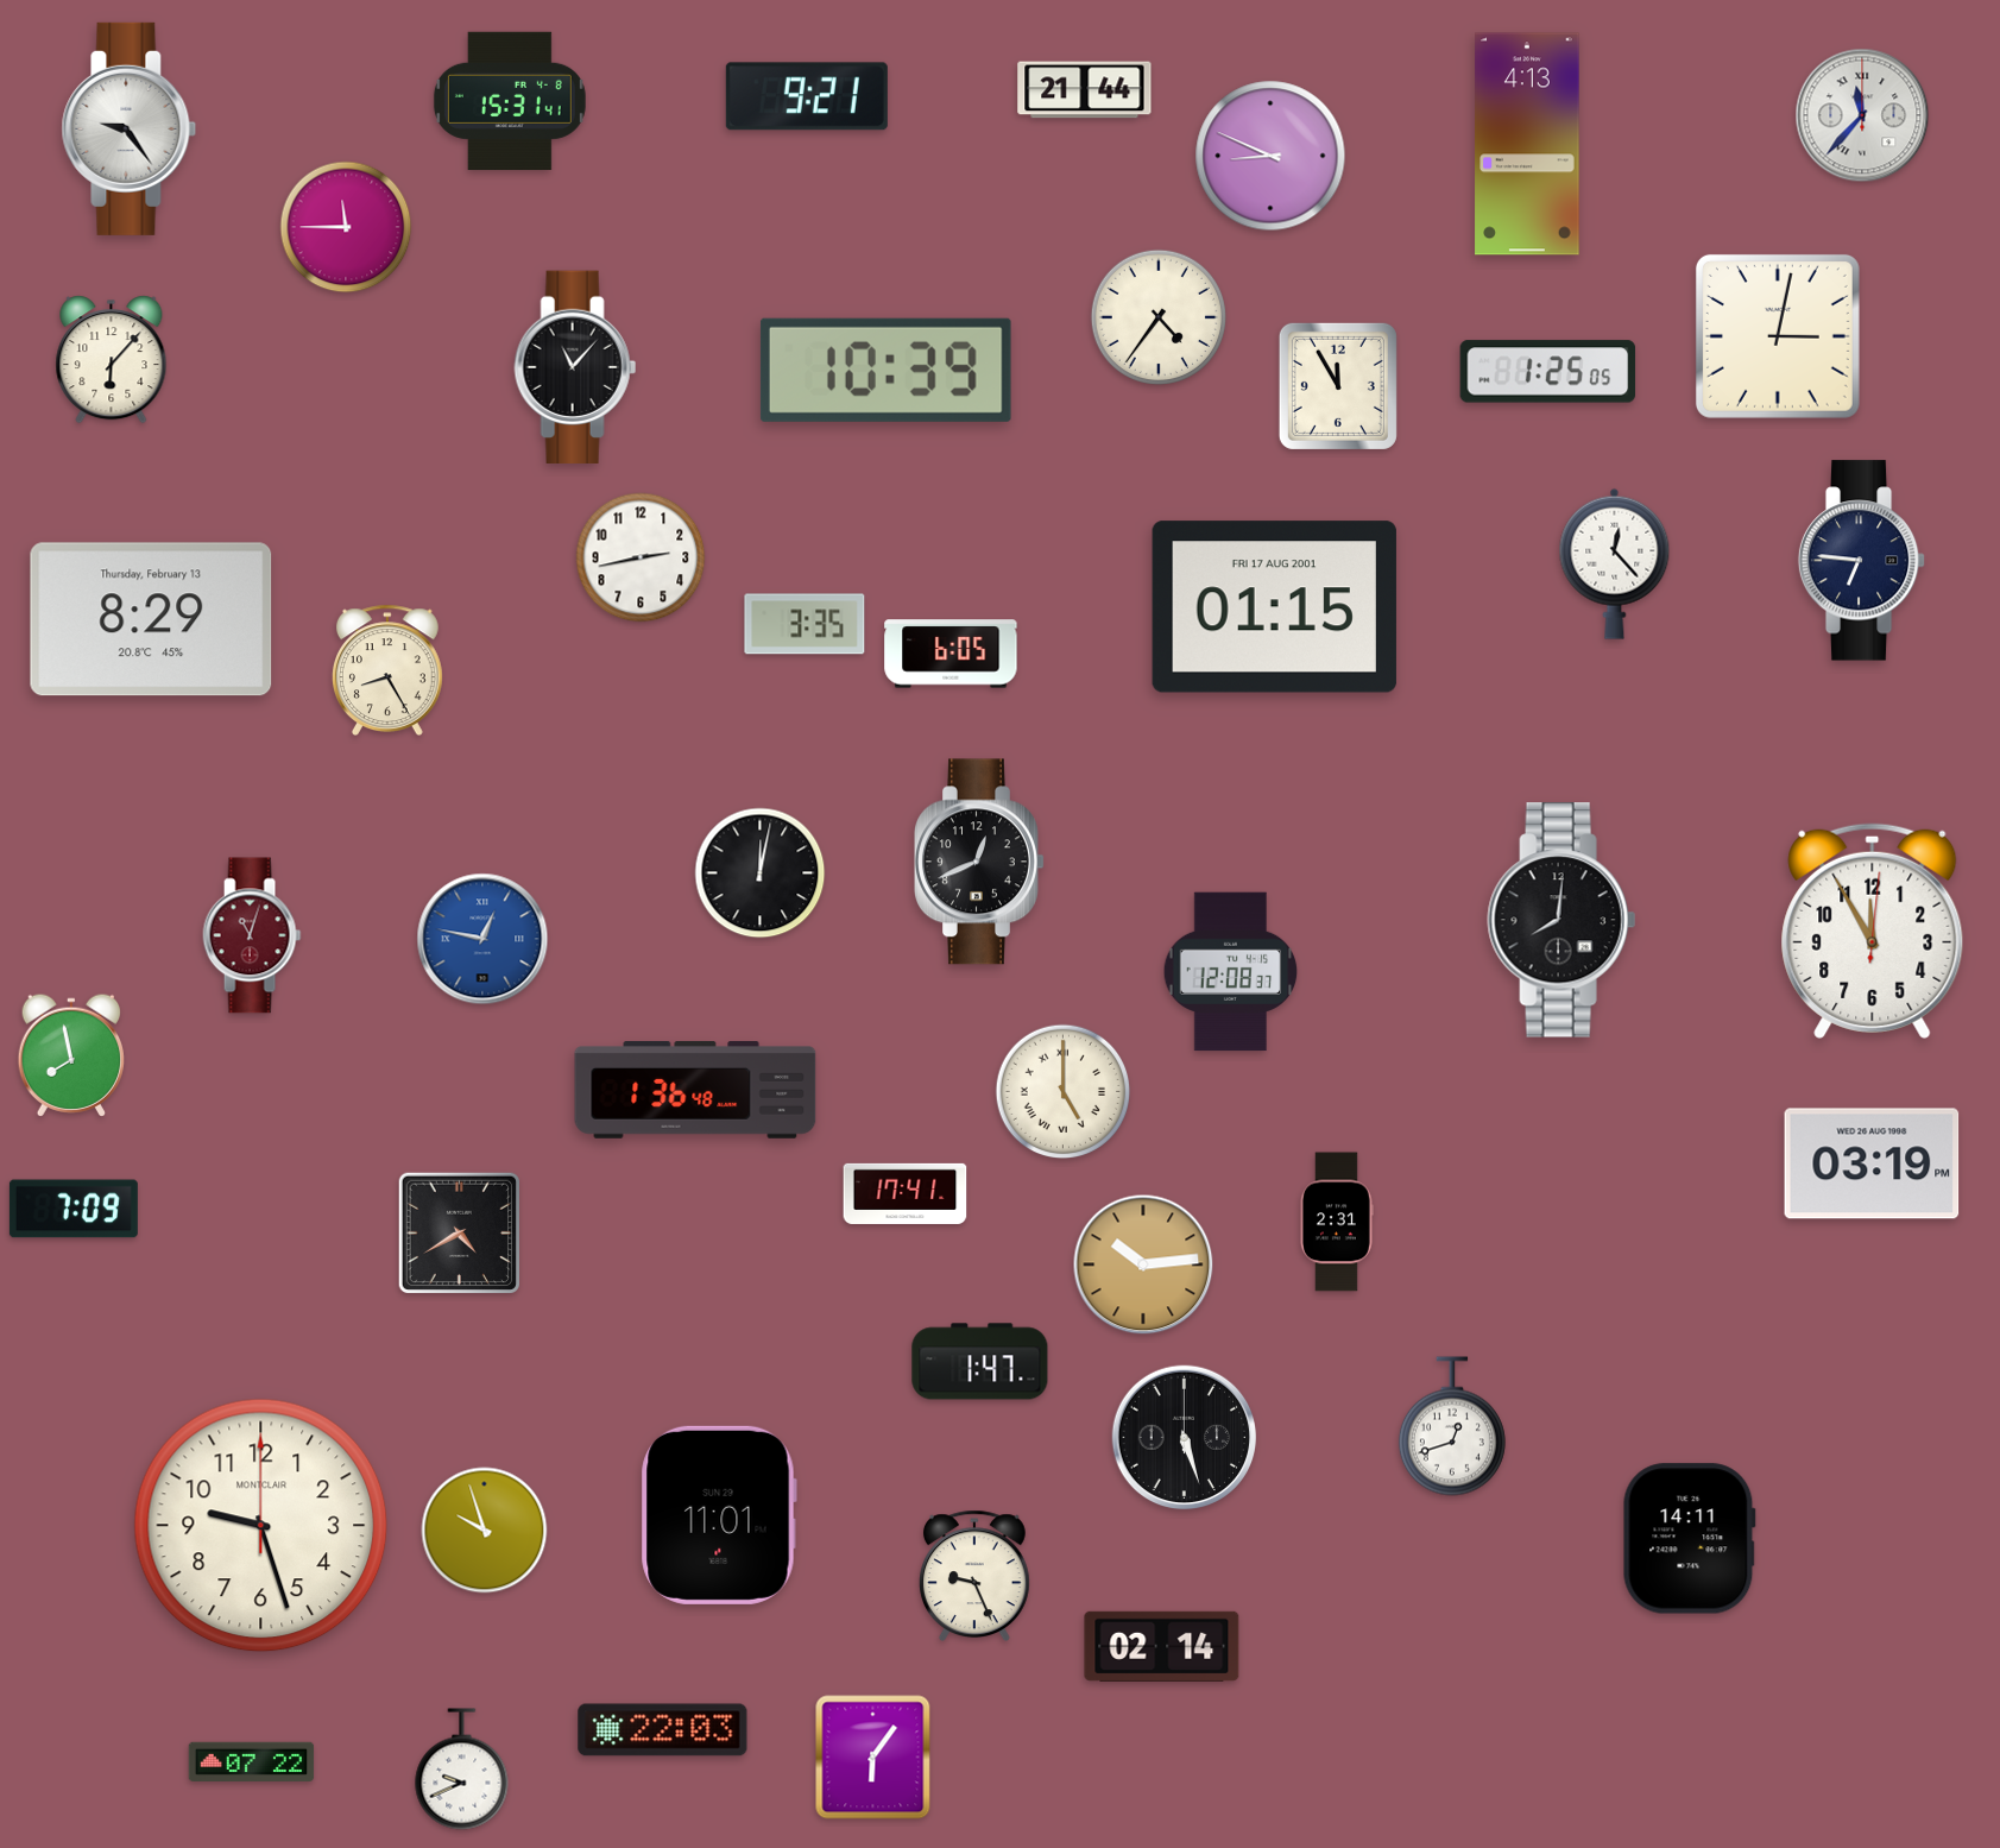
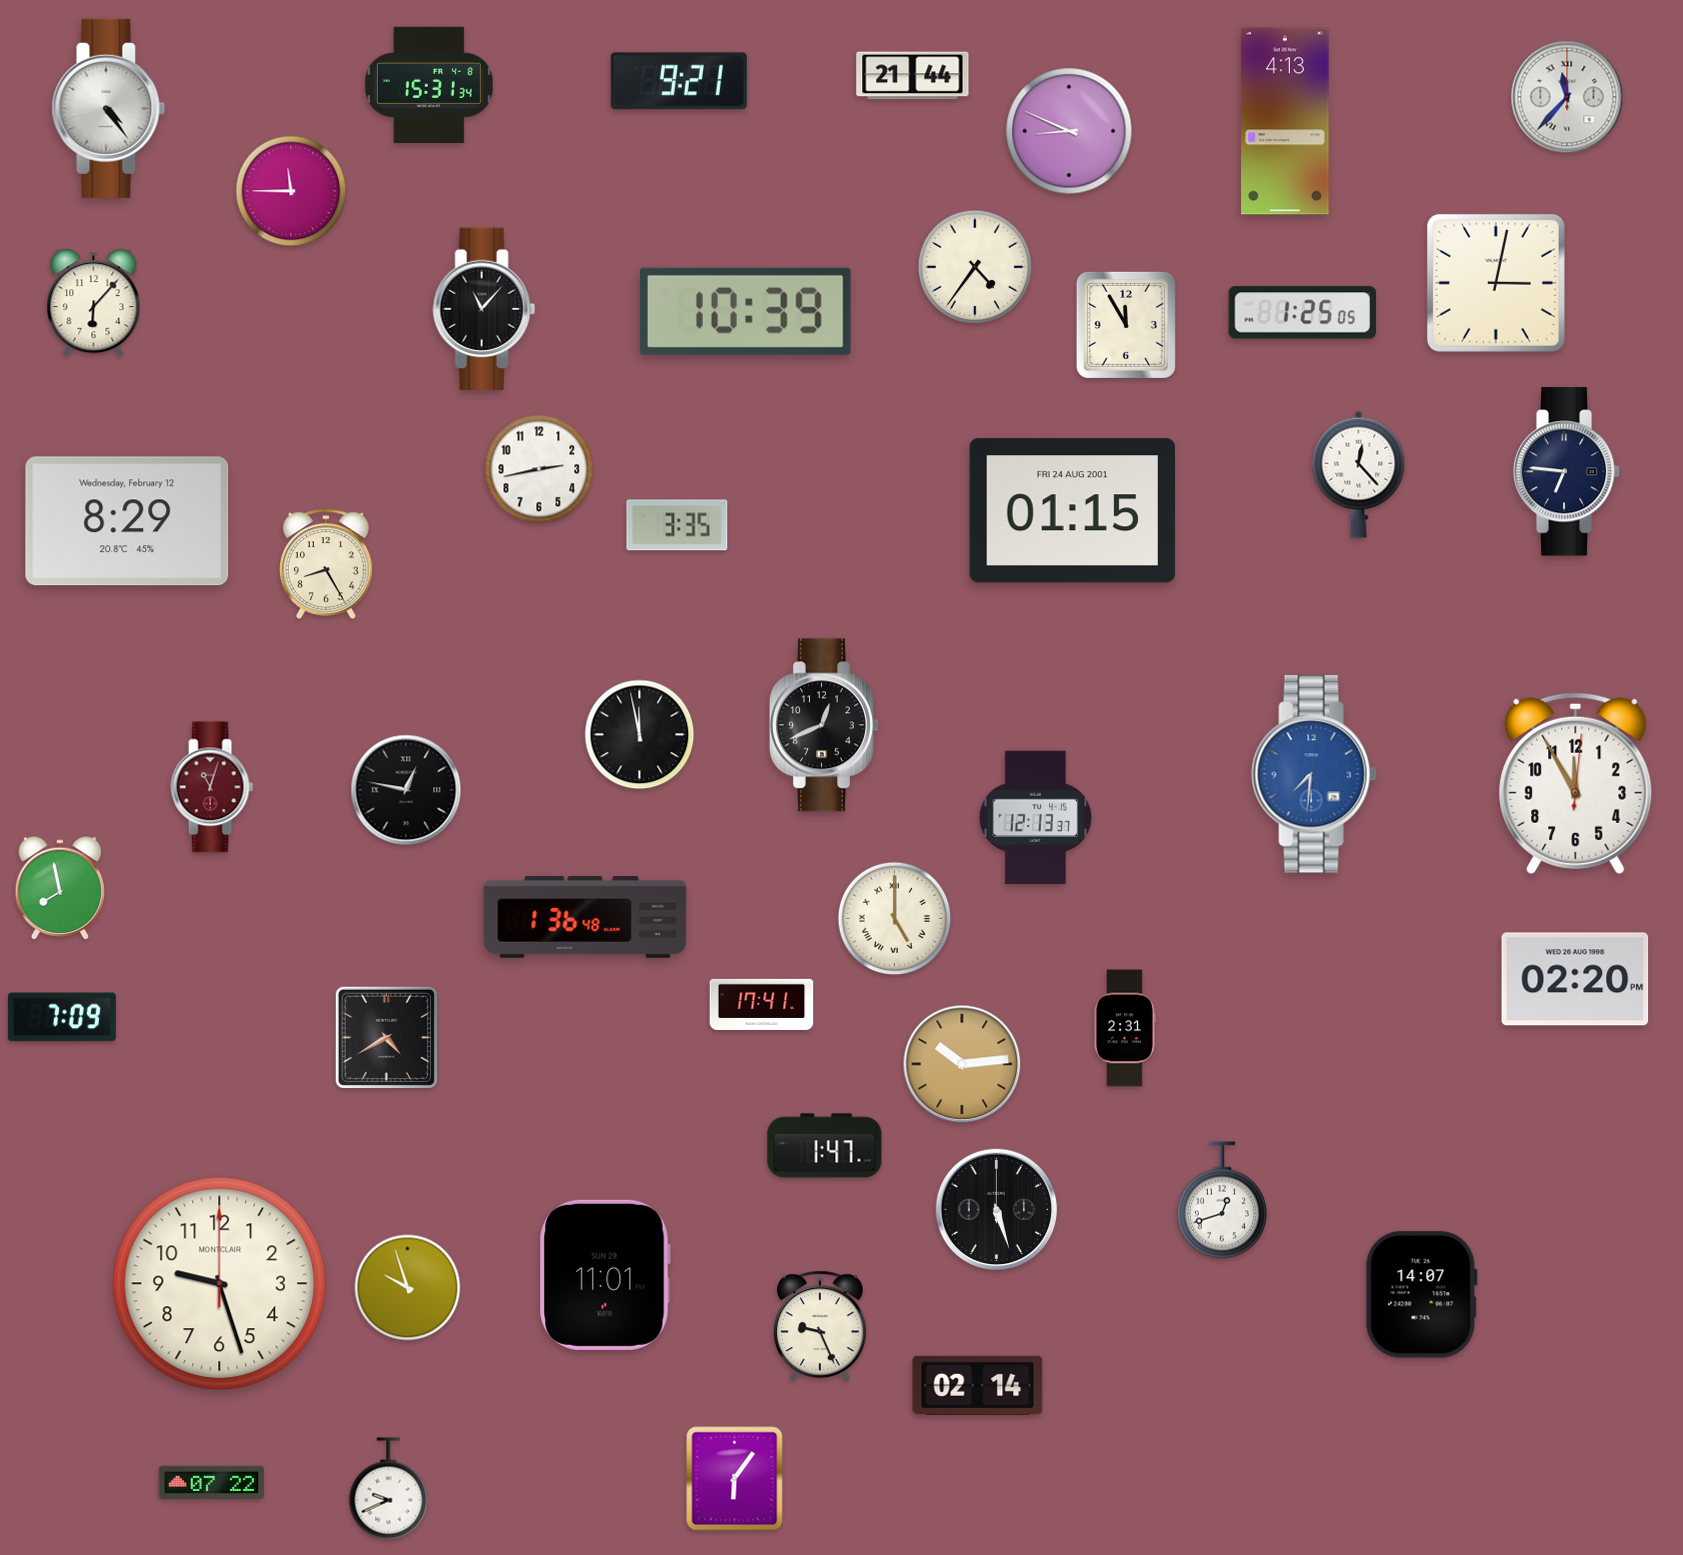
clock at (510, 101): 15:31:41 -> 15:31:34
clock at (130, 128): 9:24 -> 4:24
clock at (1274, 607) date: FRI 17 AUG 2001 -> FRI 24 AUG 2001
clock at (151, 619) date: Thursday, February 13 -> Wednesday, February 12
clock at (951, 654): 6:05 -> none
clock at (761, 873): 12:02 -> 11:58
clock at (1561, 920): 8:01 -> 7:31
clock at (1561, 920) dial: black -> blue
clock at (482, 939) dial: blue -> black
clock at (1231, 972): 12:08 -> 12:13
clock at (1872, 1163): 03:19 -> 02:20
clock at (1689, 1539): 14:11 -> 14:07
clock at (663, 1730): 22:03 -> none
